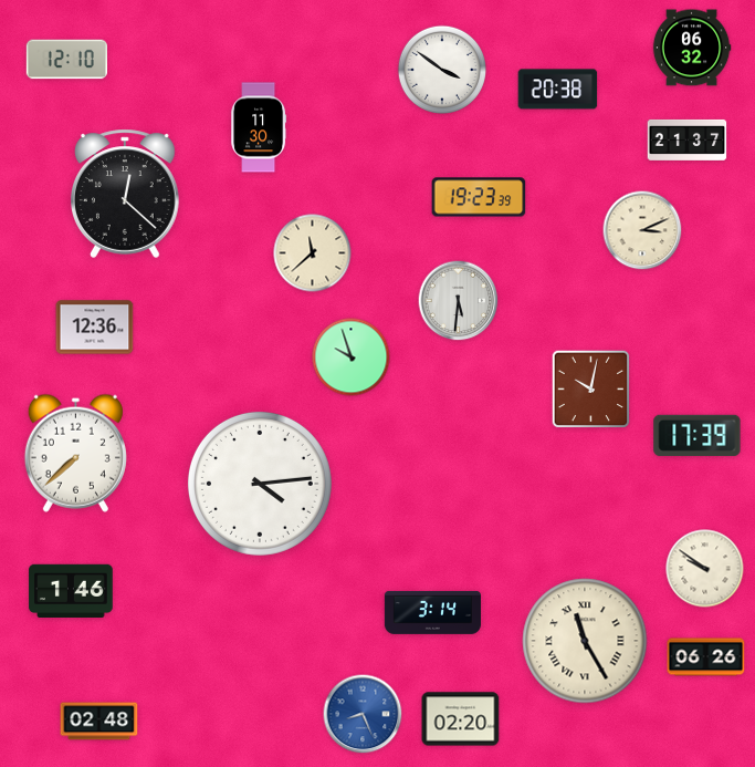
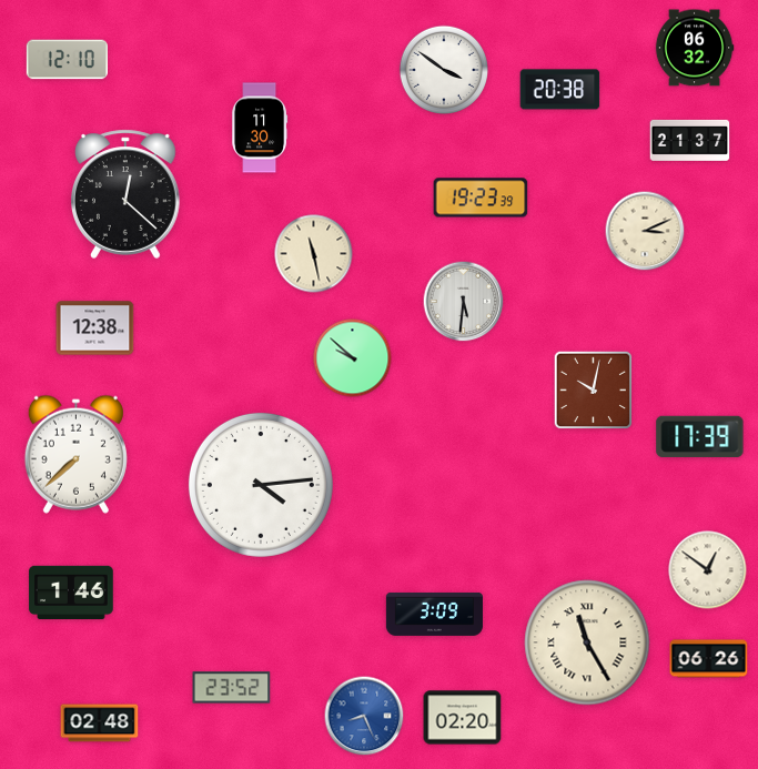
clock at (313, 253): 11:38 -> 11:28
clock at (459, 301) position: (459, 301) -> (464, 302)
clock at (95, 328): 12:36 -> 12:38
clock at (352, 357): 9:57 -> 9:52
clock at (705, 569): 9:51 -> 12:51
clock at (432, 612): 3:14 -> 3:09
clock at (232, 688): none -> 23:52
clock at (461, 719) position: (461, 719) -> (463, 718)
